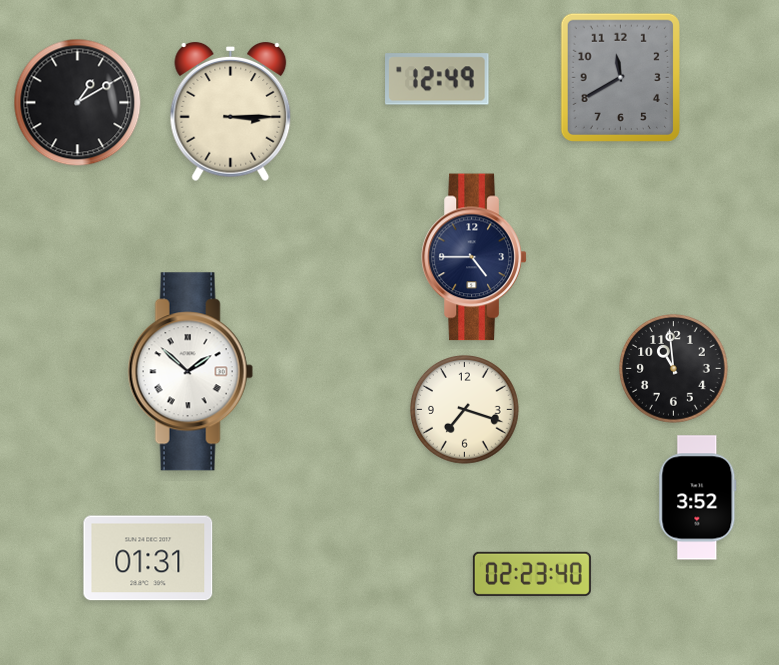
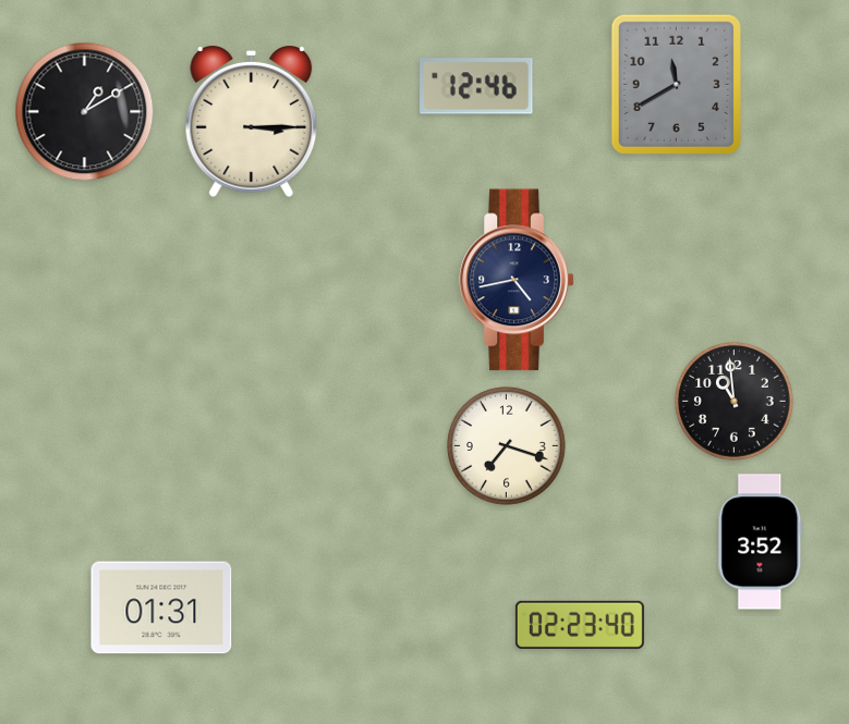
clock at (437, 79): 12:49 -> 12:46
clock at (474, 257): 4:45 -> 4:43
clock at (190, 372): 1:52 -> none
